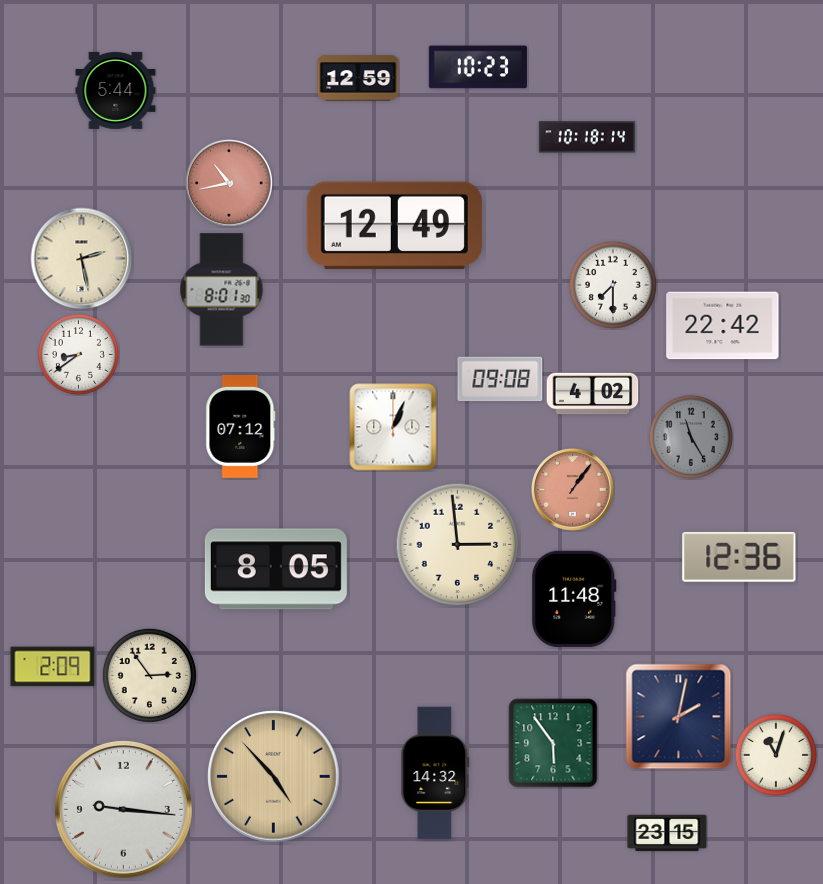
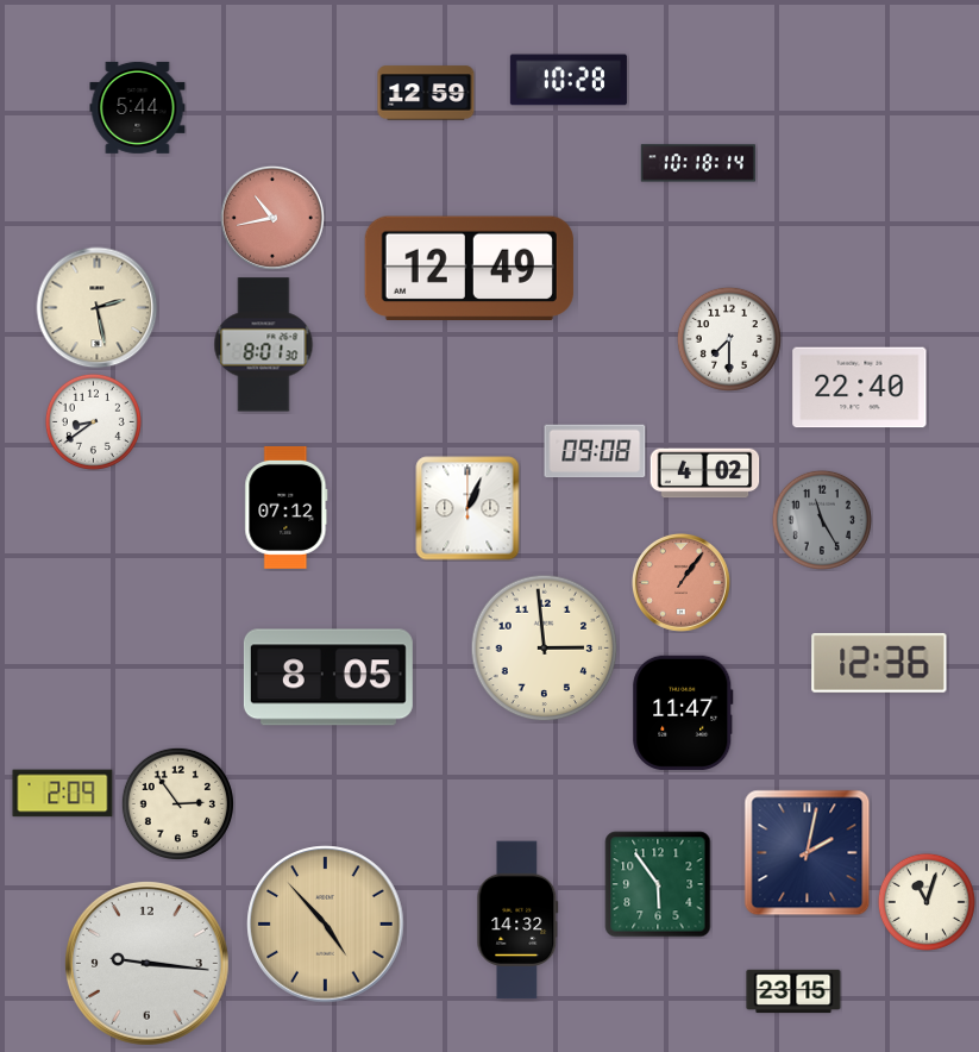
clock at (478, 67): 10:23 -> 10:28
clock at (723, 326): 22:42 -> 22:40
clock at (593, 394) position: (593, 394) -> (705, 474)
clock at (574, 599): 11:48 -> 11:47
clock at (776, 755) position: (776, 755) -> (927, 902)
